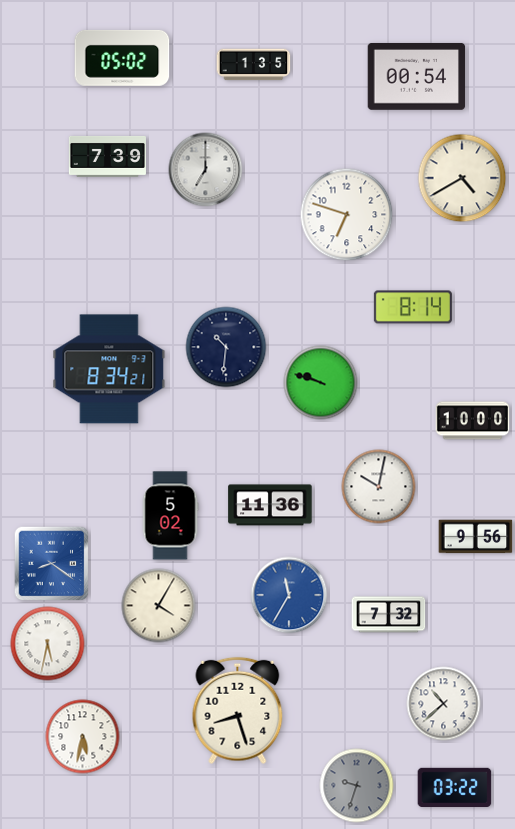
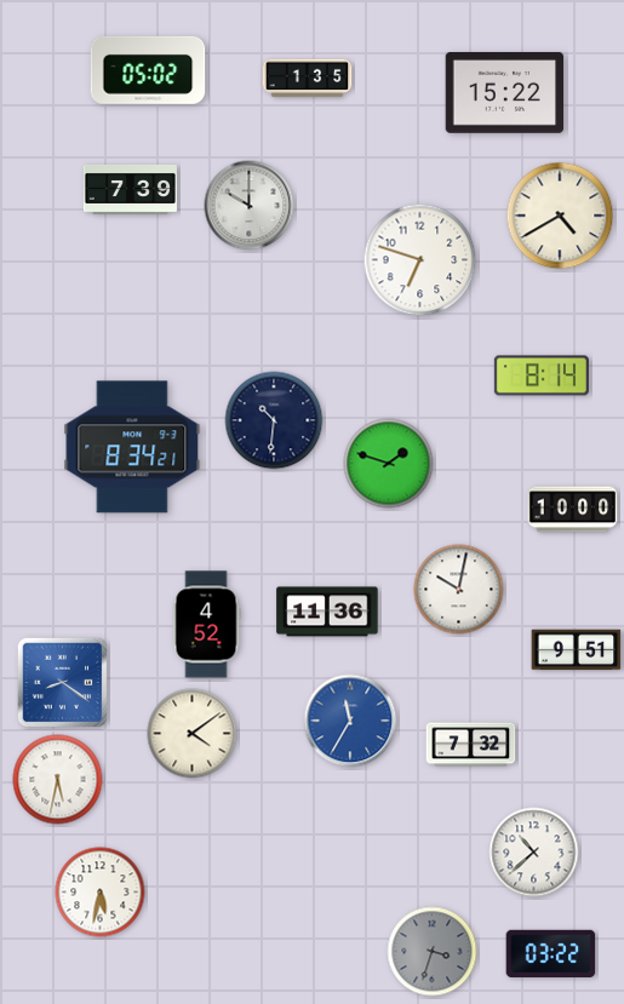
clock at (417, 76): 00:54 -> 15:22
clock at (206, 170): 7:00 -> 10:00
clock at (413, 307) position: (413, 307) -> (542, 375)
clock at (321, 383): 9:48 -> 1:48
clock at (170, 516): 5:02 -> 4:52
clock at (476, 537): 9:56 -> 9:51
clock at (159, 606): 4:05 -> 4:09
clock at (444, 704) position: (444, 704) -> (534, 853)
clock at (238, 711): 8:27 -> none
clock at (357, 786): 9:33 -> 3:33
